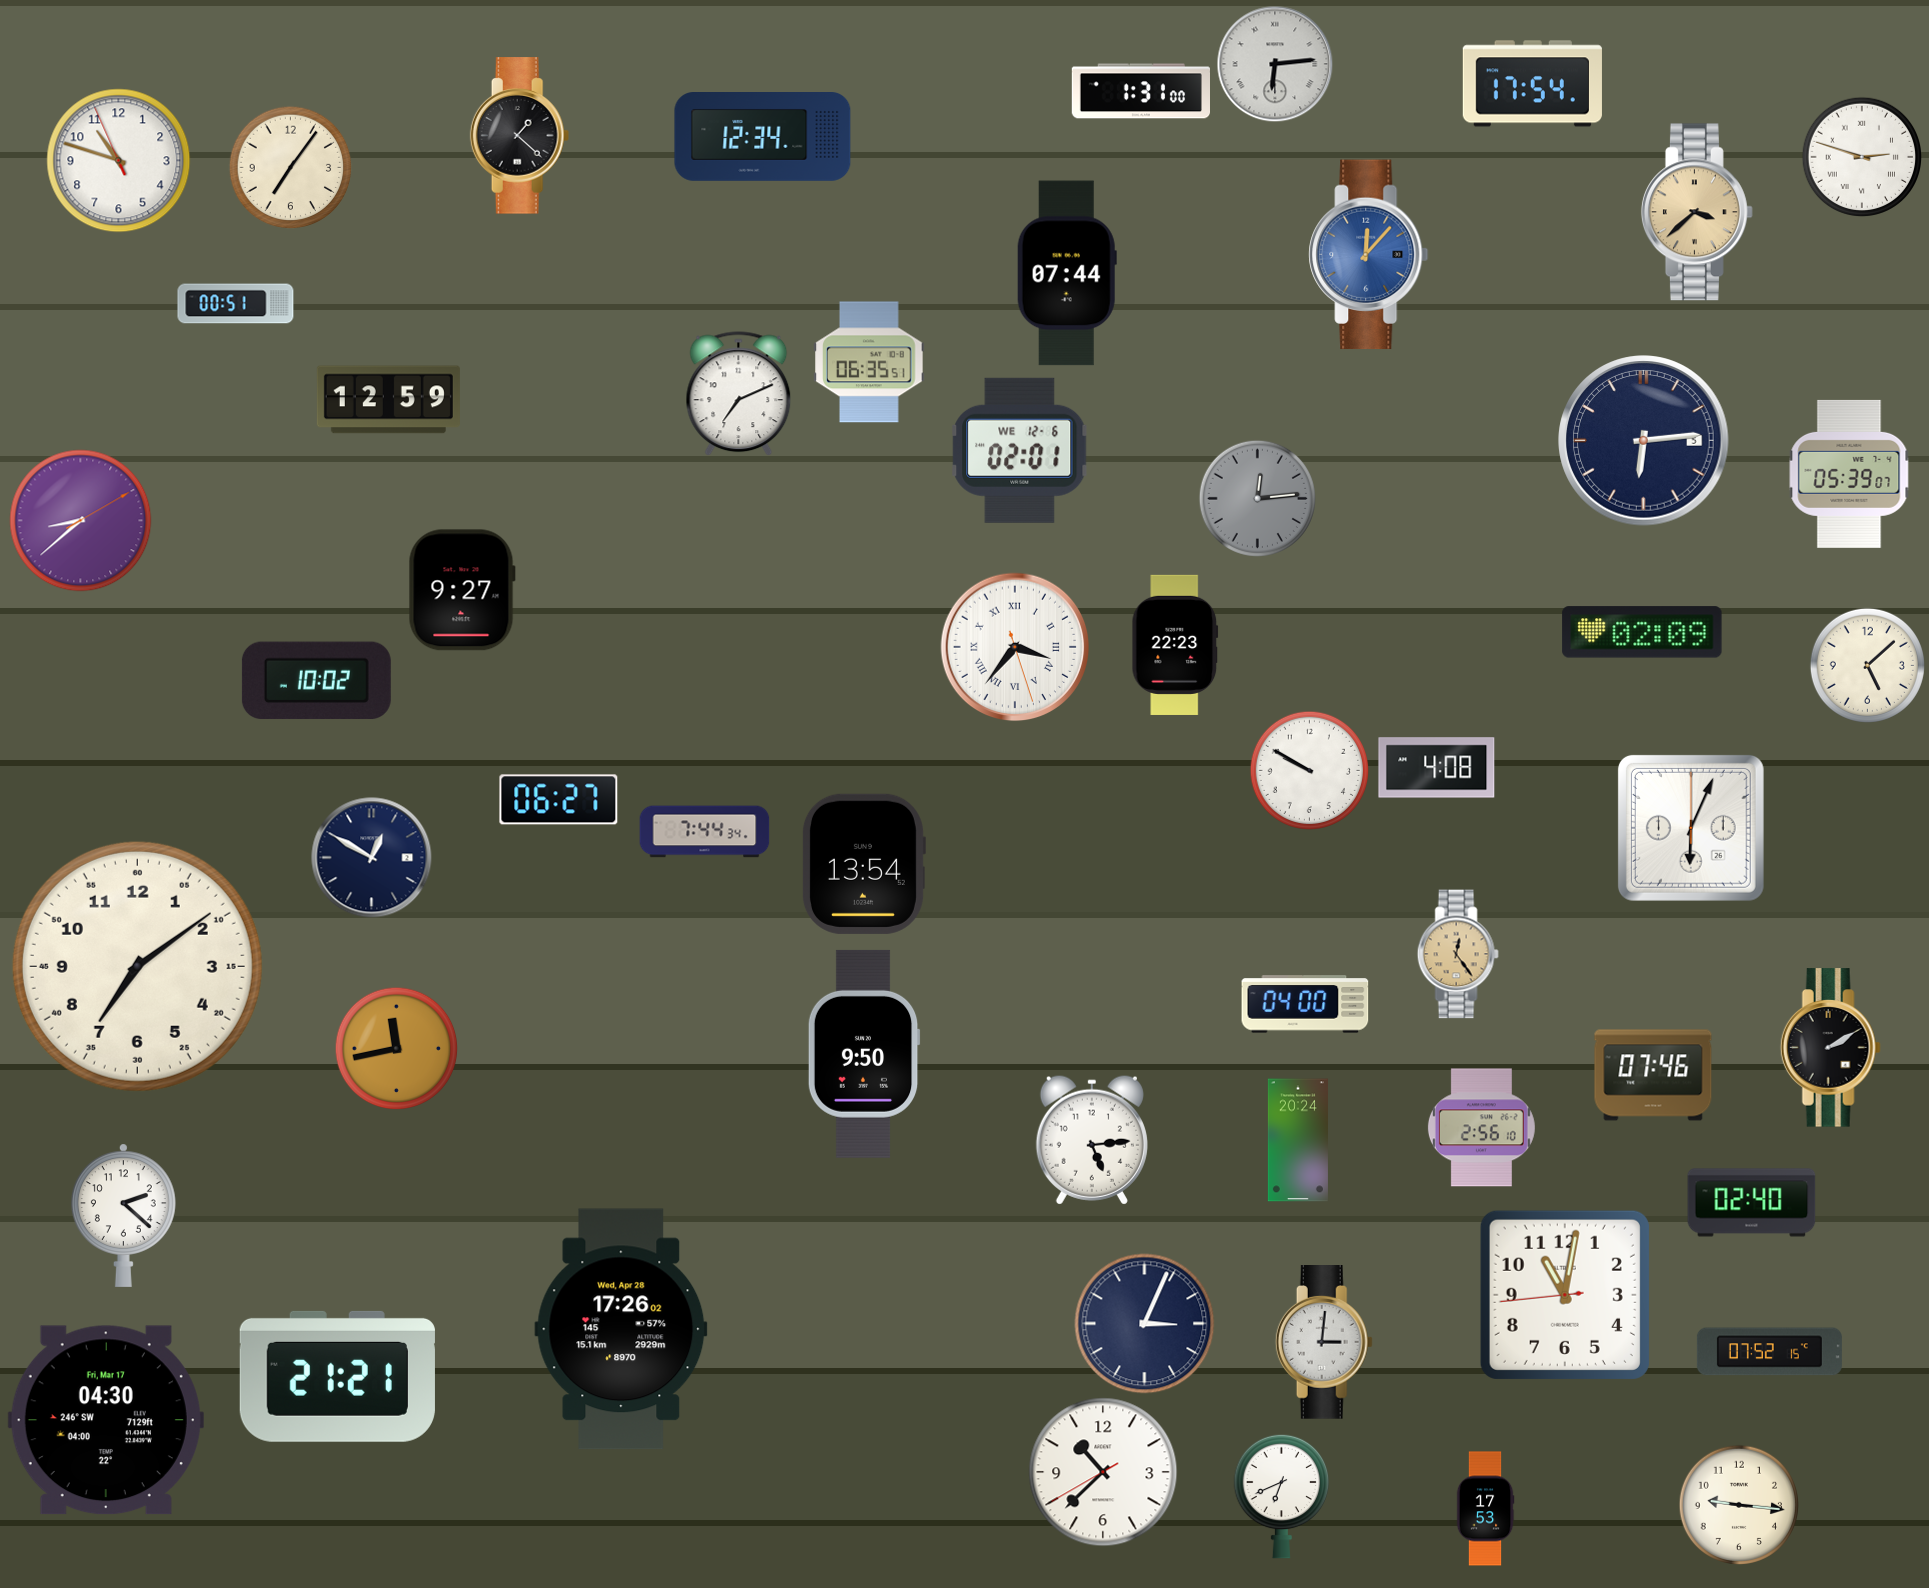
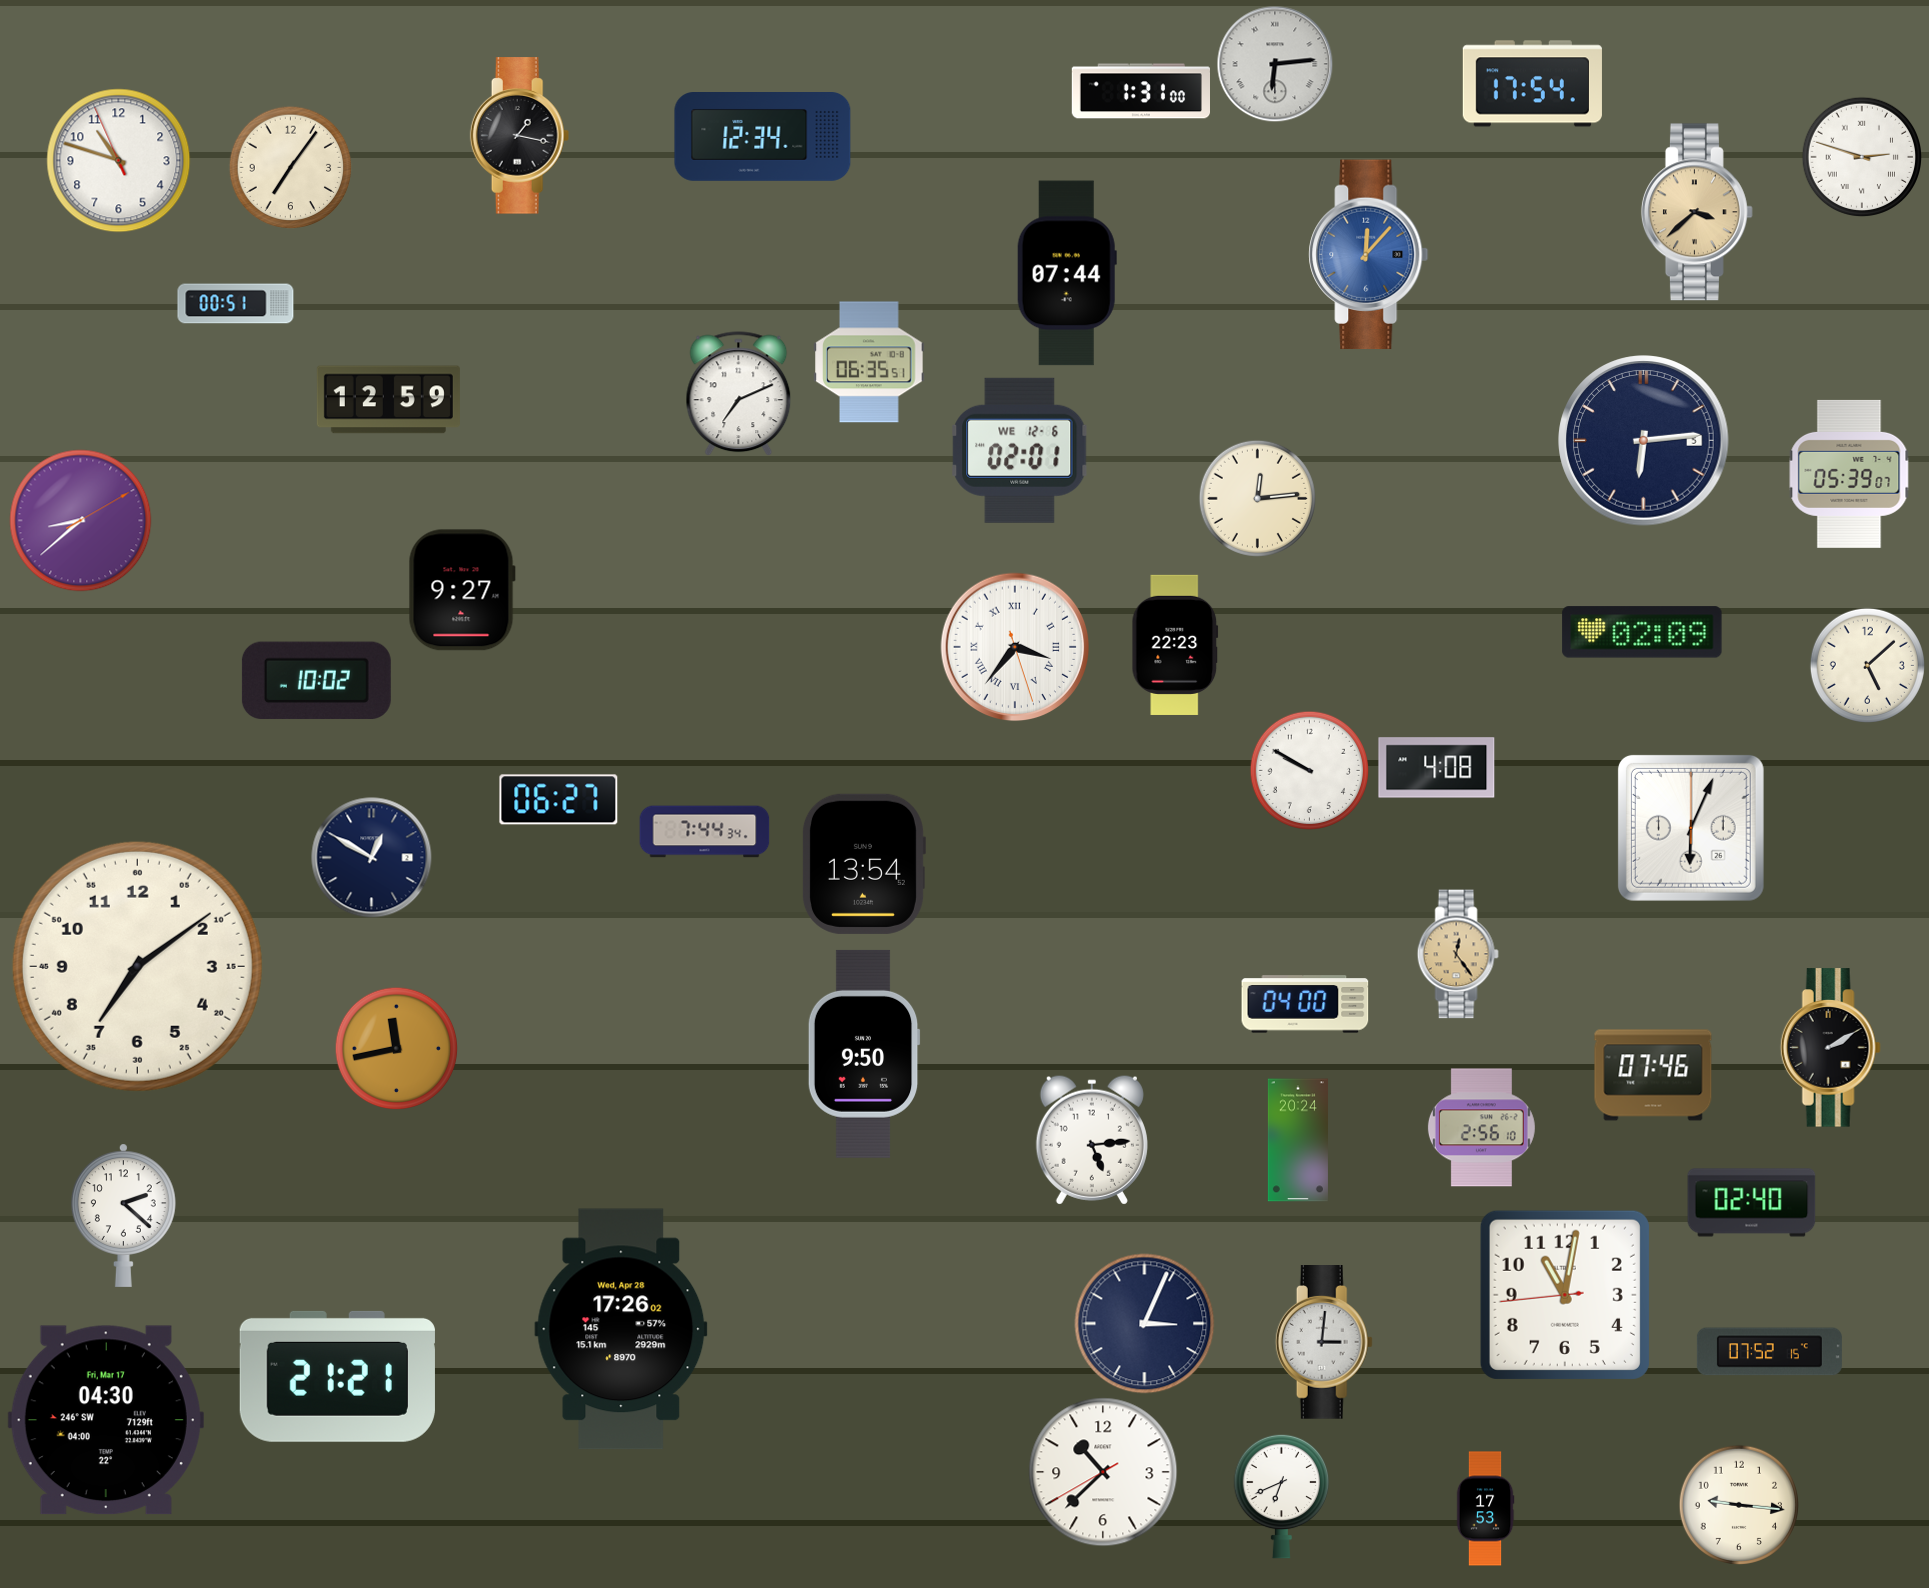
clock at (520, 136): 1:22 -> 1:17
clock at (1257, 498) dial: grey -> cream
